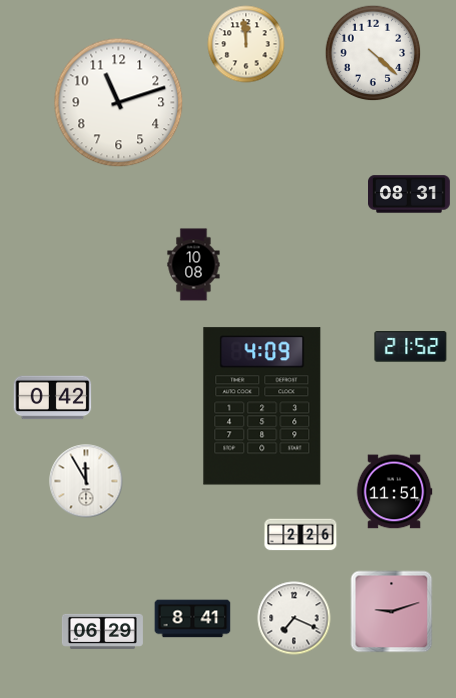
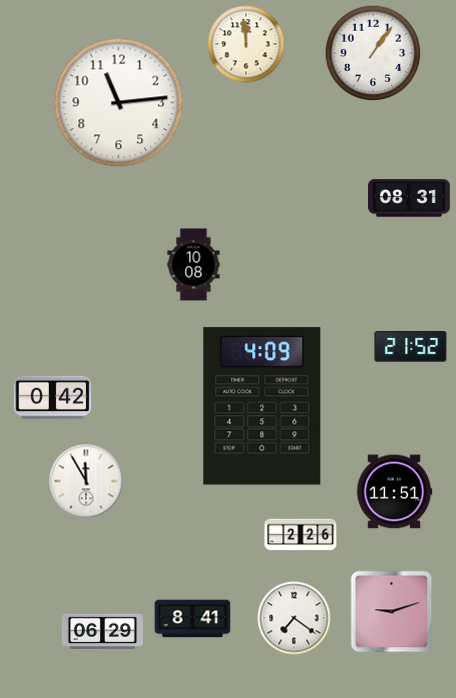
clock at (373, 53): 4:22 -> 1:06
clock at (119, 103): 11:12 -> 11:14
clock at (410, 194) position: (410, 194) -> (410, 198)
clock at (294, 618): 7:19 -> 7:21
